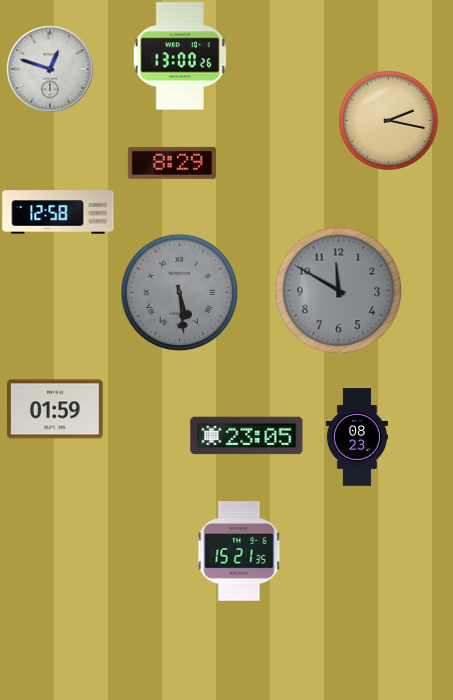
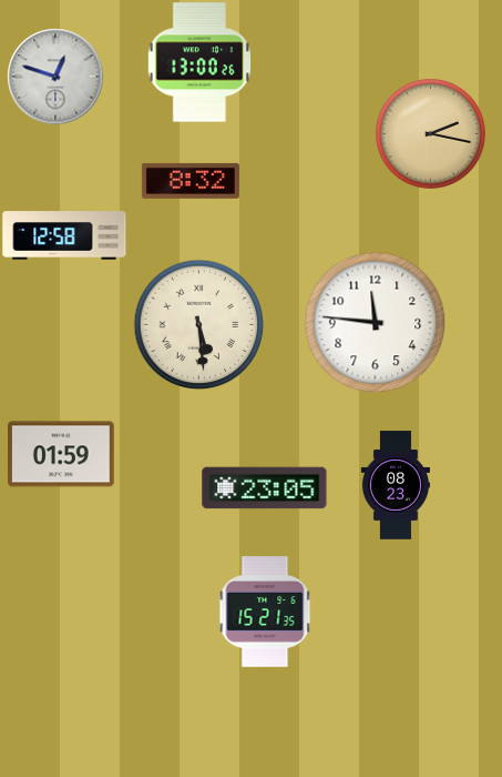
clock at (172, 163): 8:29 -> 8:32
clock at (338, 290): 11:50 -> 11:46
clock at (338, 290) dial: grey -> white
clock at (179, 292) dial: grey -> cream
clock at (247, 436) position: (247, 436) -> (265, 488)
